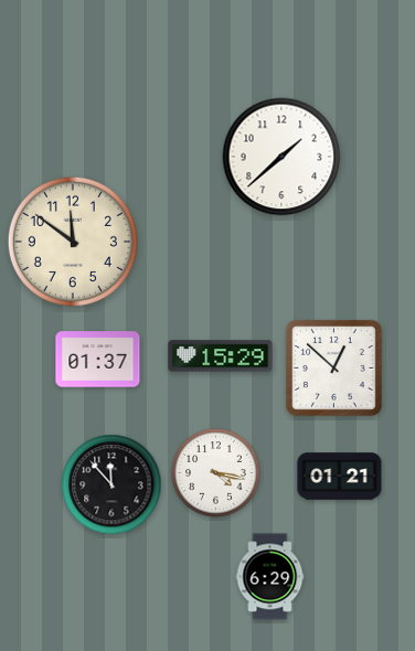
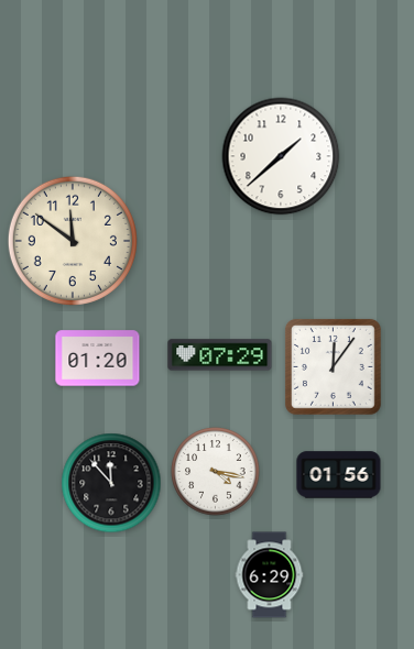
clock at (221, 356): 15:29 -> 07:29
clock at (98, 360): 01:37 -> 01:20
clock at (333, 367): 12:52 -> 12:06
clock at (340, 477): 01:21 -> 01:56
